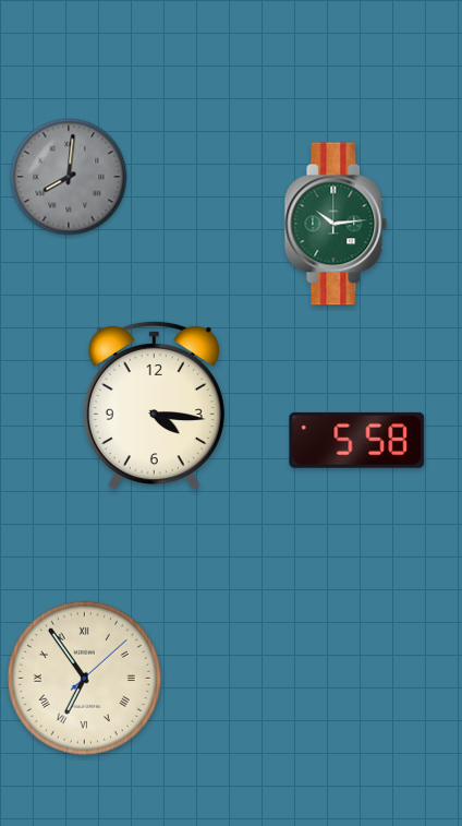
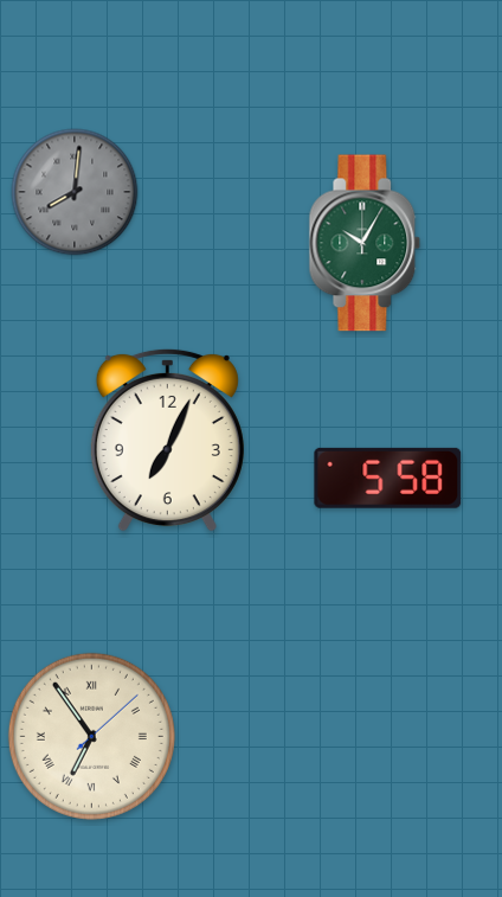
clock at (336, 224): 10:14 -> 10:05
clock at (154, 405): 4:16 -> 7:04
